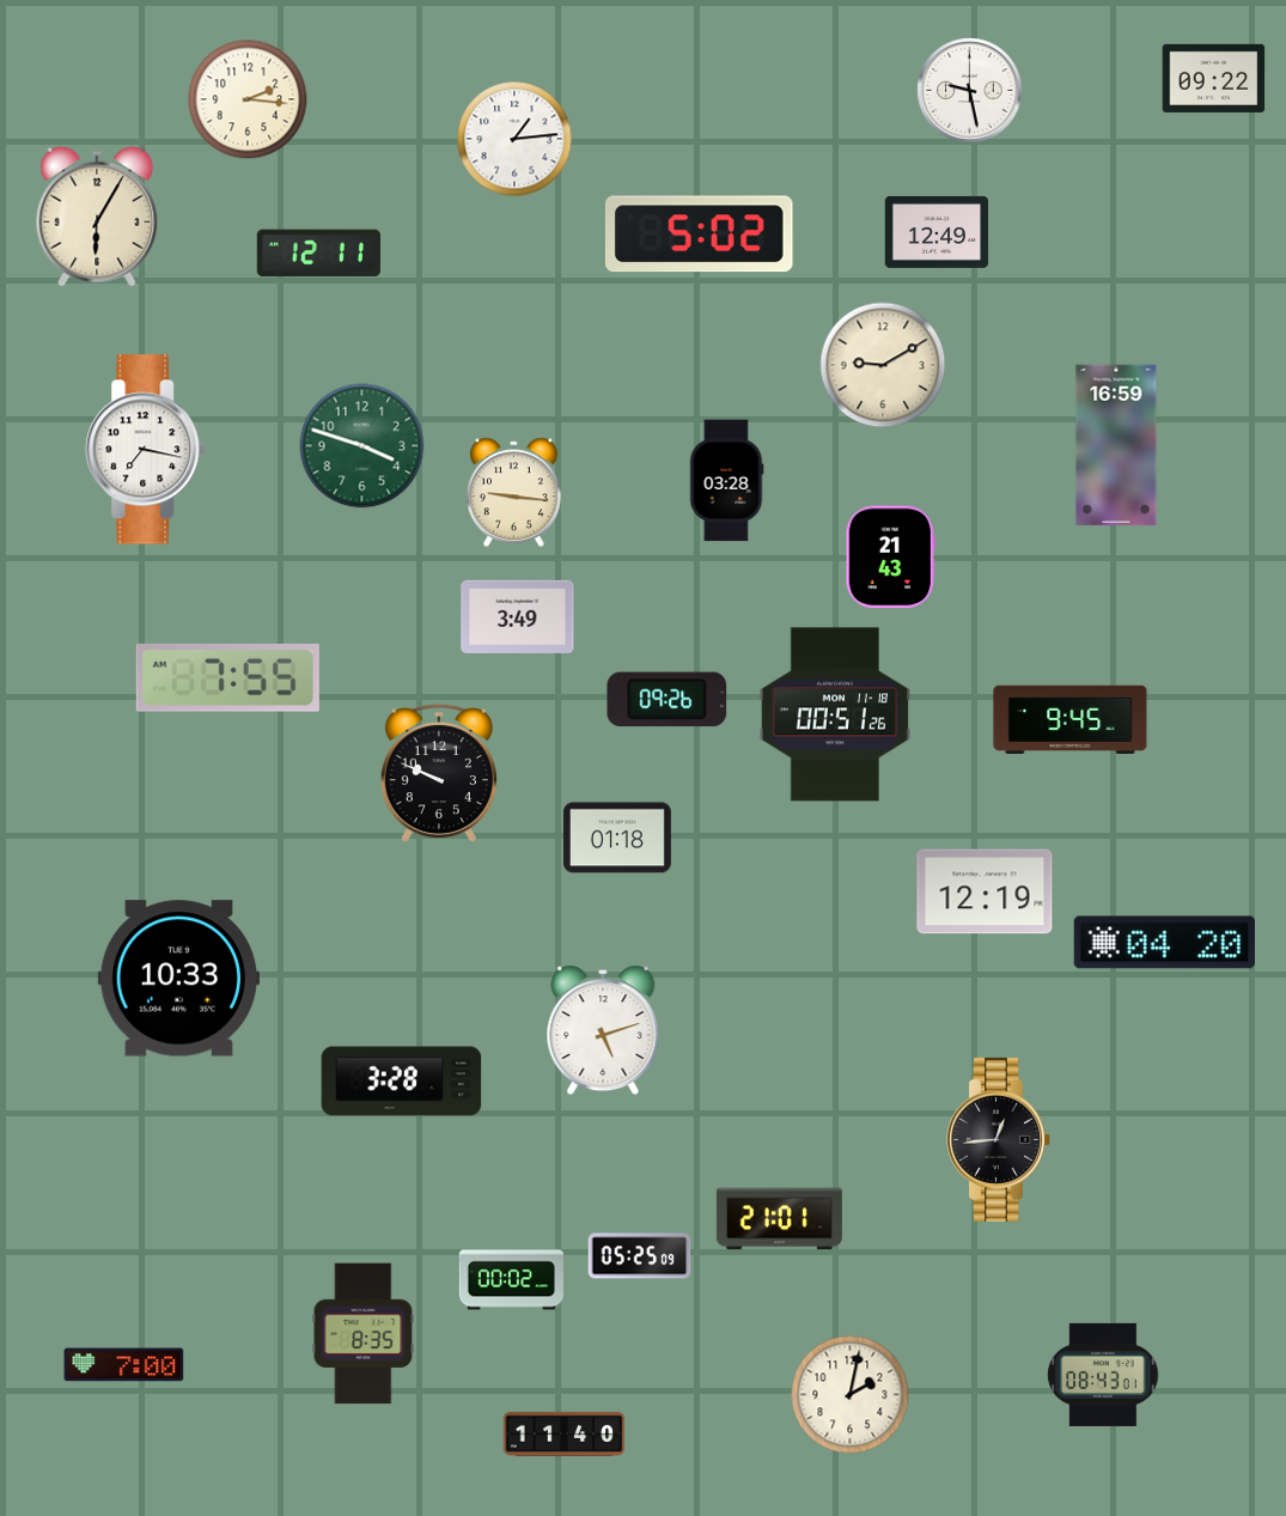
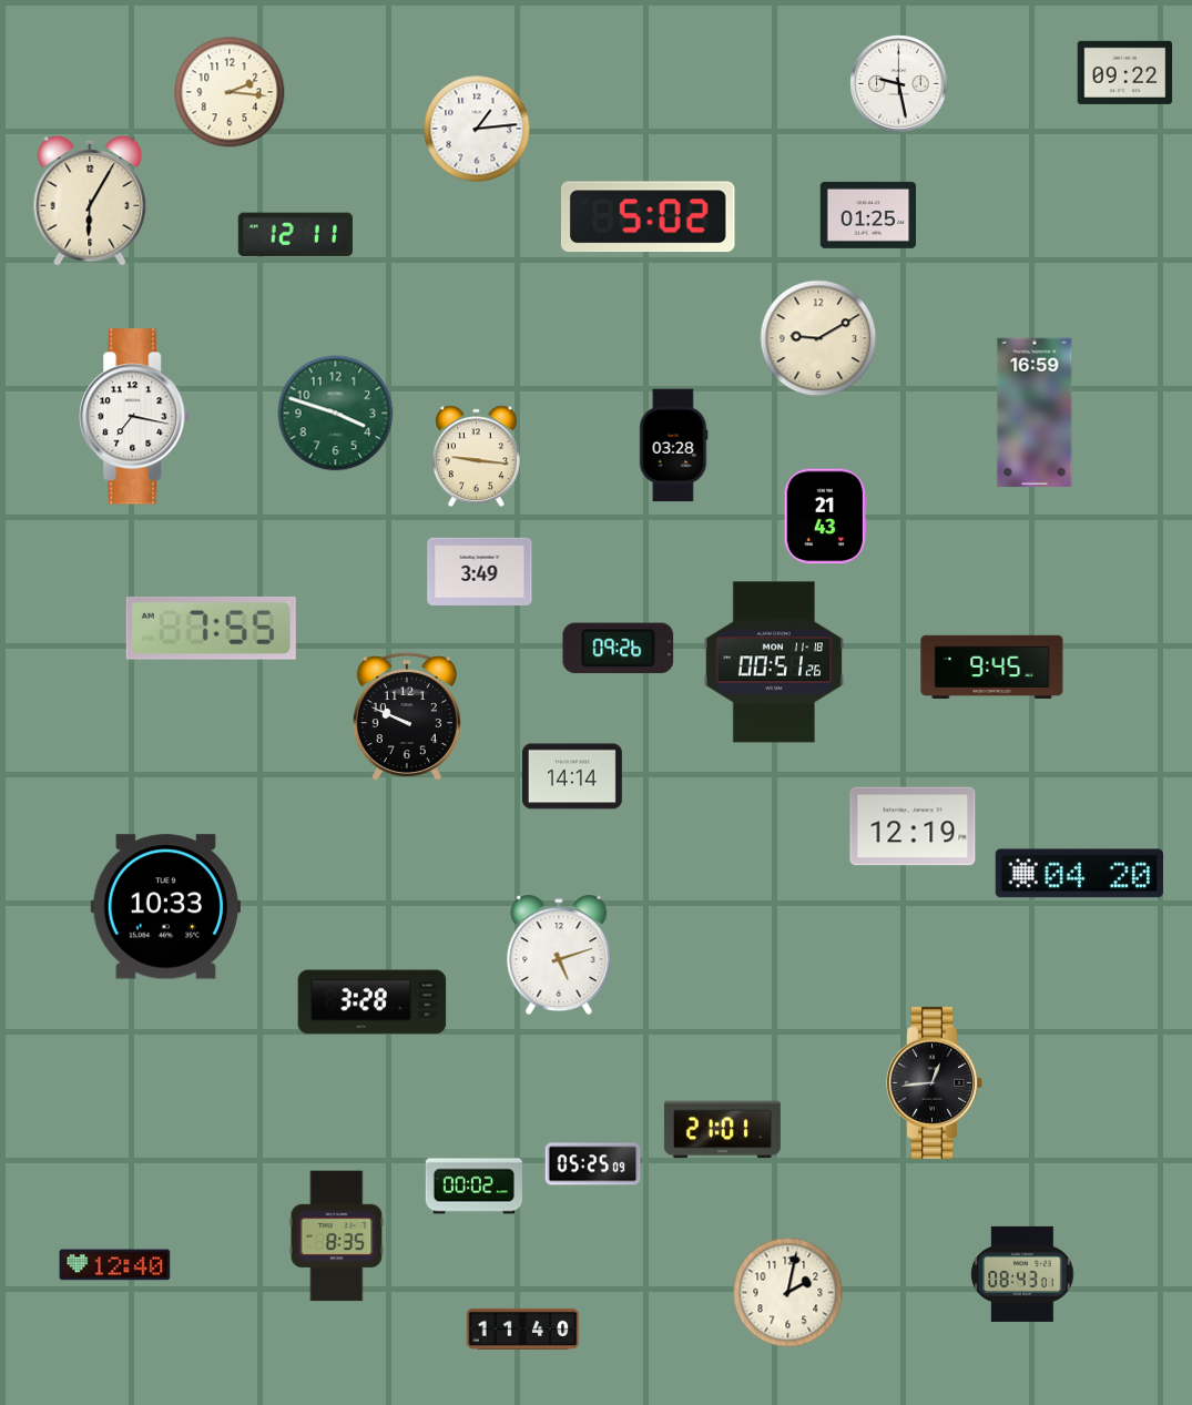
clock at (937, 232): 12:49 -> 01:25
clock at (617, 838): 01:18 -> 14:14
clock at (999, 1139) position: (999, 1139) -> (935, 1082)
clock at (124, 1365): 7:00 -> 12:40
